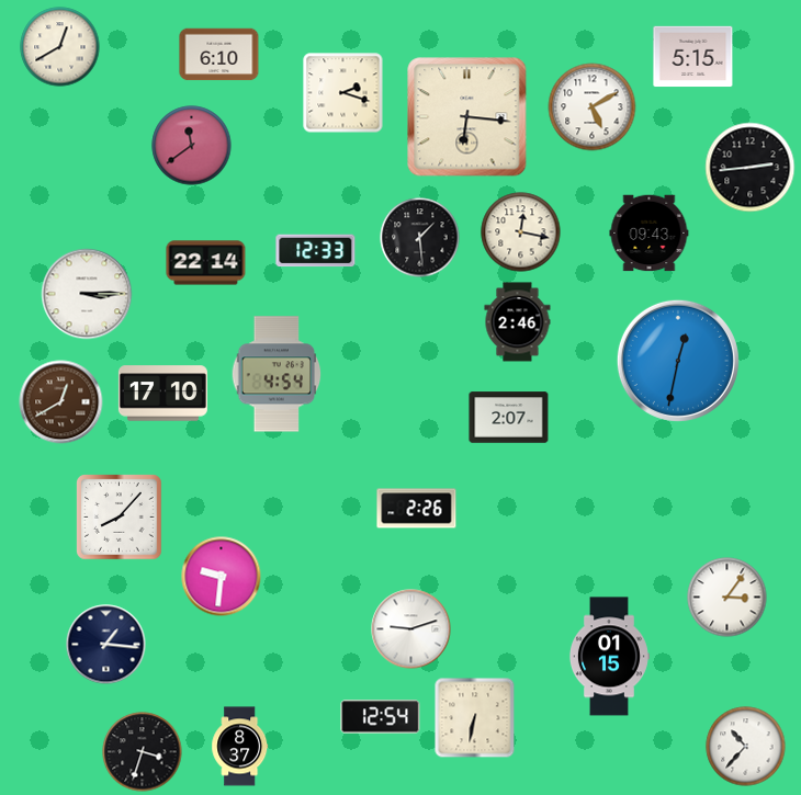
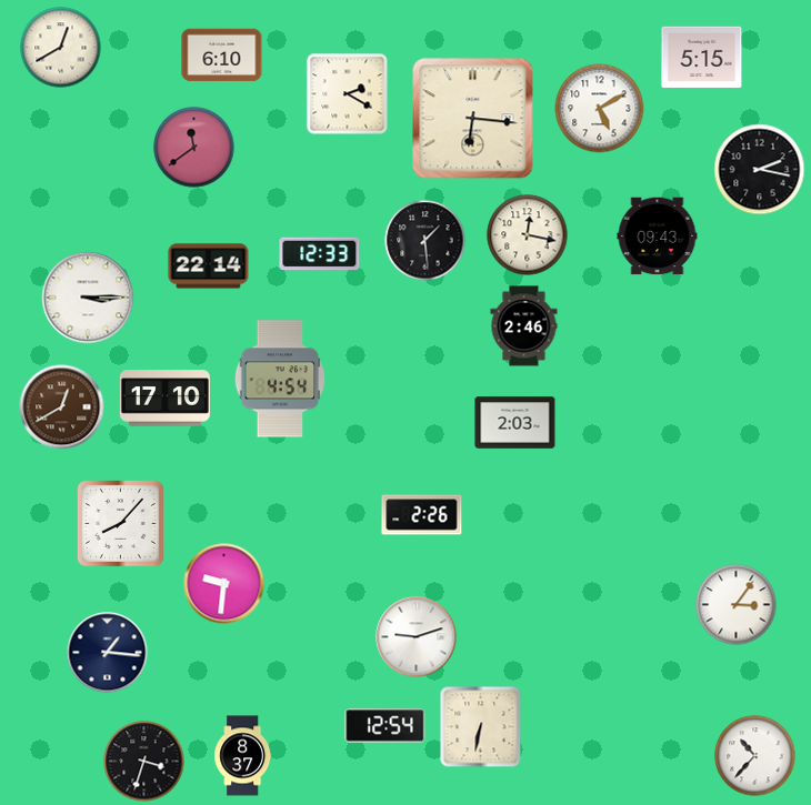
clock at (343, 93): 2:18 -> 2:20
clock at (751, 168): 2:44 -> 2:17
clock at (678, 361): 12:32 -> none
clock at (509, 418): 2:07 -> 2:03
clock at (609, 657): 01:15 -> none
